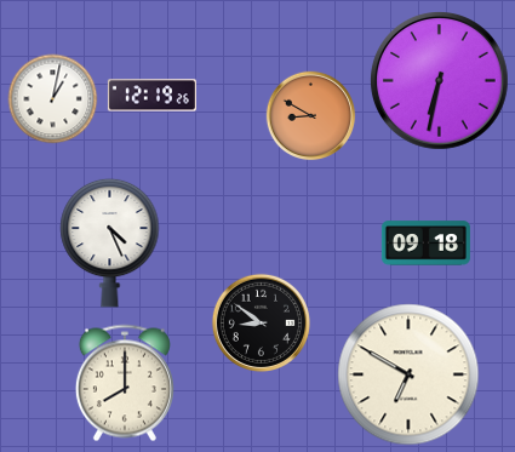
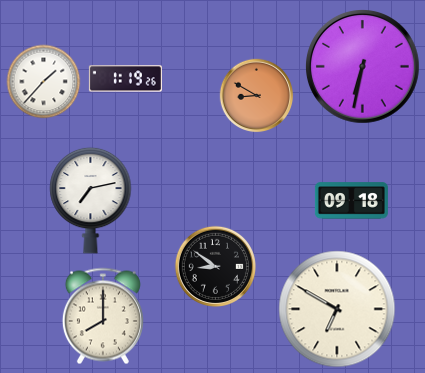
clock at (151, 96): 12:19 -> 1:19
clock at (53, 99): 1:02 -> 1:37
clock at (110, 242): 4:26 -> 7:13
